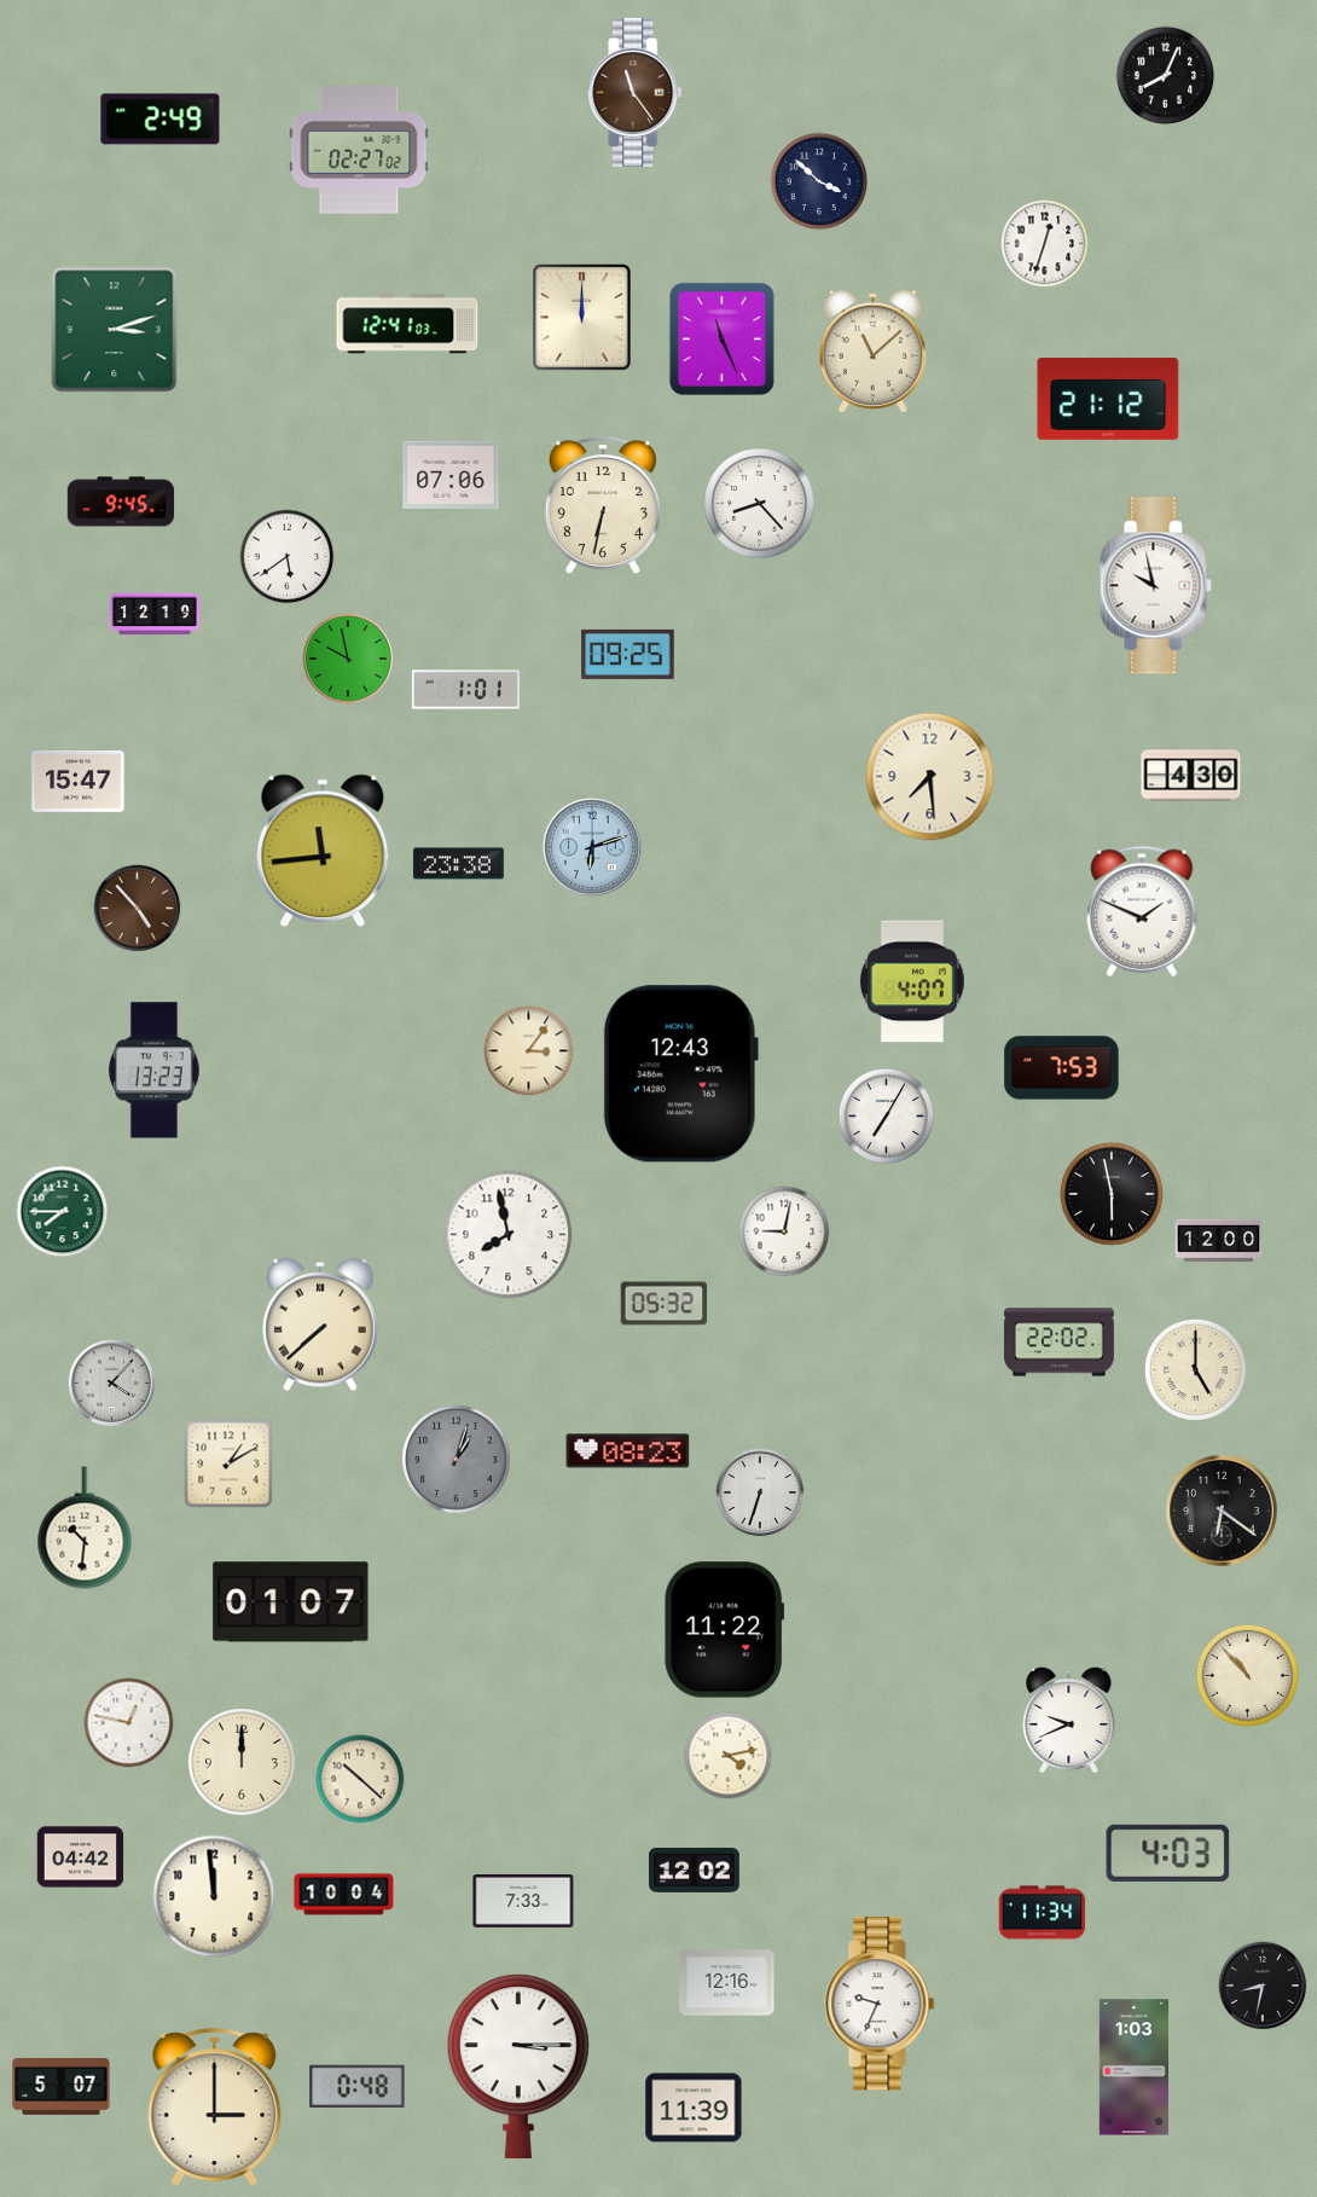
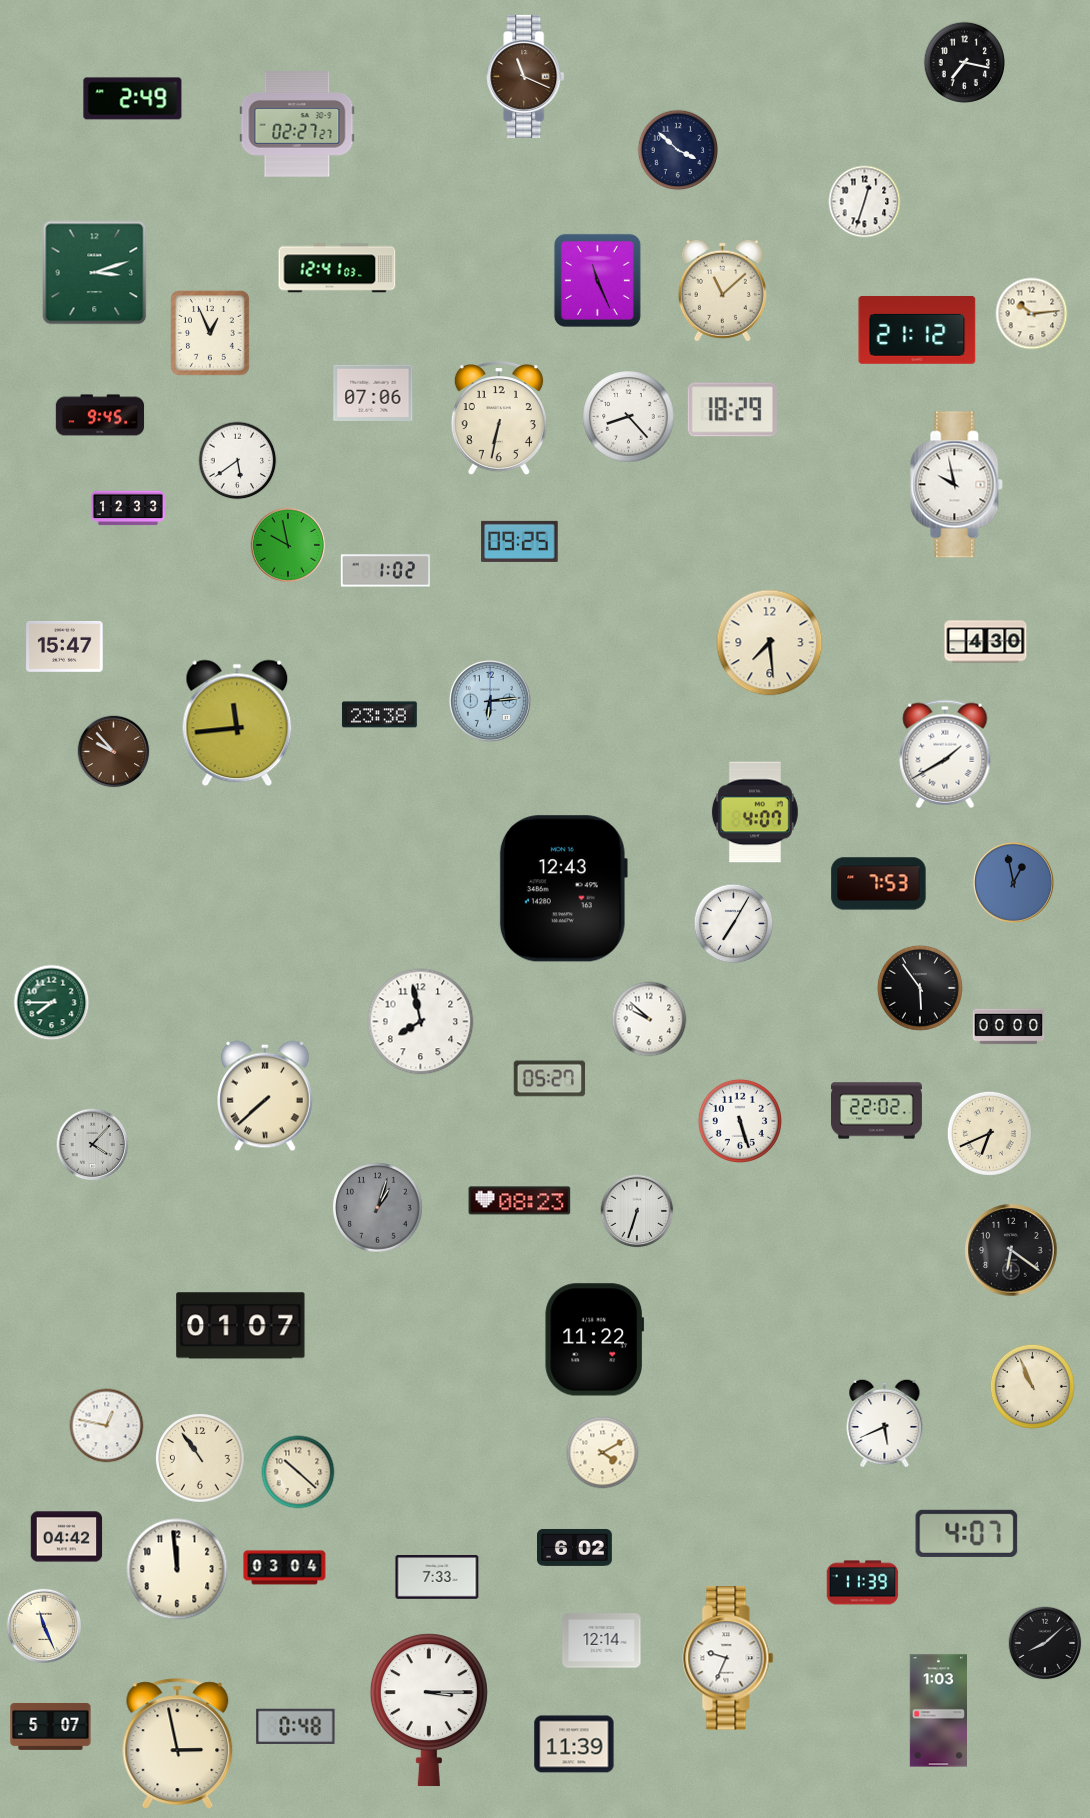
clock at (1166, 75): 8:04 -> 7:17
clock at (636, 92): 11:24 -> 11:19
clock at (359, 150): 02:27:02 -> 02:27:27
clock at (582, 318): 12:00 -> none
clock at (1032, 314): none -> 10:14
clock at (211, 333): none -> 12:56
clock at (732, 410): none -> 18:29
clock at (155, 614): 12:19 -> 12:33
clock at (465, 690): 1:01 -> 1:02
clock at (592, 847): 6:12 -> 6:14
clock at (323, 851) position: (323, 851) -> (237, 723)
clock at (138, 909): 4:53 -> 9:53
clock at (1142, 911): 1:49 -> 1:40
clock at (529, 1051): 3:06 -> none
clock at (1013, 882): none -> 12:58
clock at (153, 1071): 13:23 -> none
clock at (1112, 1194): 5:58 -> 5:54
clock at (784, 1231): 9:02 -> 9:52
clock at (1219, 1241): 12:00 -> 00:00
clock at (665, 1304): 05:32 -> 05:27
clock at (740, 1121): none -> 5:27
clock at (1195, 1369): 5:00 -> 6:41
clock at (228, 1463): 1:10 -> none
clock at (760, 1492) position: (760, 1492) -> (637, 1211)
clock at (85, 1528): 10:31 -> none
clock at (725, 1630) position: (725, 1630) -> (595, 1340)
clock at (1247, 1675): 10:53 -> 10:56
clock at (1069, 1720): 9:41 -> 5:41
clock at (729, 1756): 4:13 -> 4:10
clock at (242, 1762): 12:00 -> 10:54
clock at (1168, 1853): 4:03 -> 4:07
clock at (695, 1870): 12:02 -> 6:02
clock at (344, 1895): 10:04 -> 03:04
clock at (523, 1901) position: (523, 1901) -> (437, 1577)
clock at (1043, 1913): 11:34 -> 11:39
clock at (44, 1626): none -> 11:26
clock at (727, 1983): 12:16 -> 12:14
clock at (1263, 1986): 8:32 -> 8:08
clock at (215, 2108): 3:00 -> 2:58
